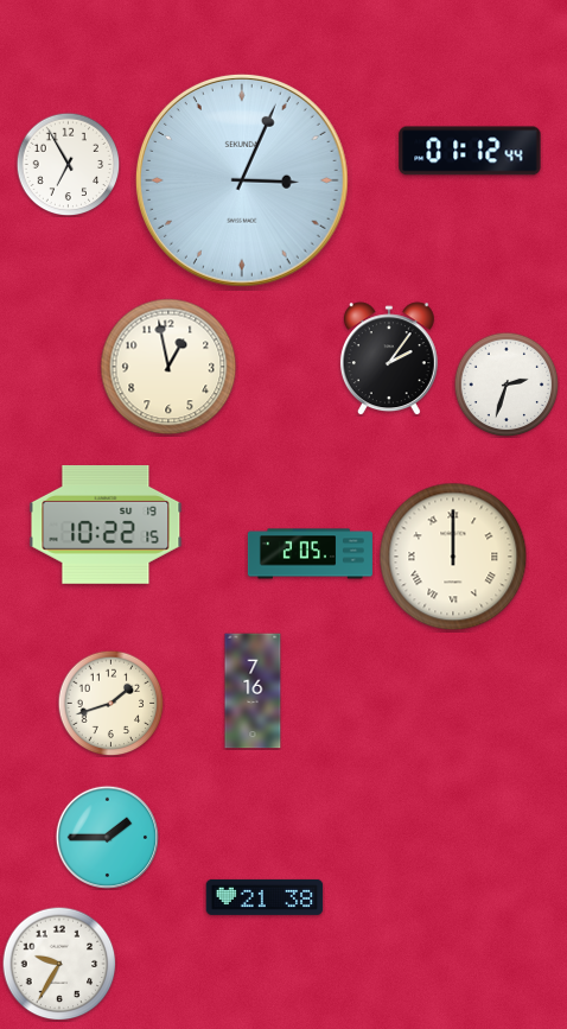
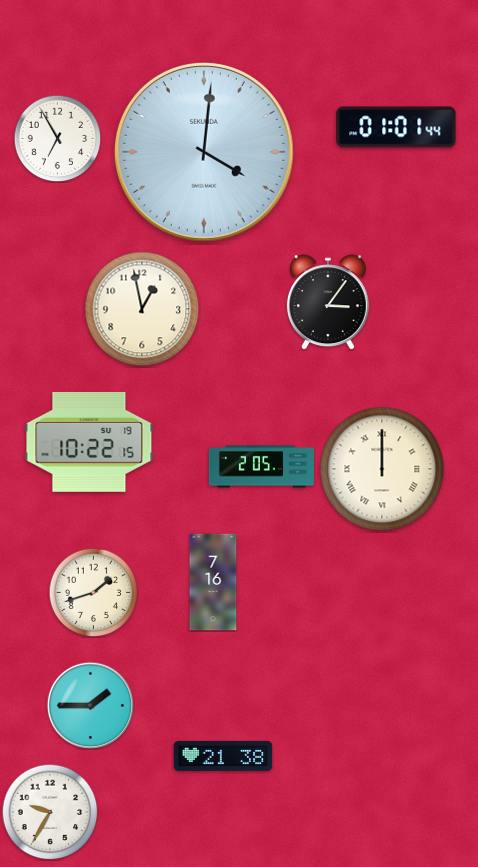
clock at (470, 151): 01:12 -> 01:01
clock at (242, 180): 3:04 -> 4:01
clock at (389, 358): 2:06 -> 3:06
clock at (507, 385): 2:33 -> none
